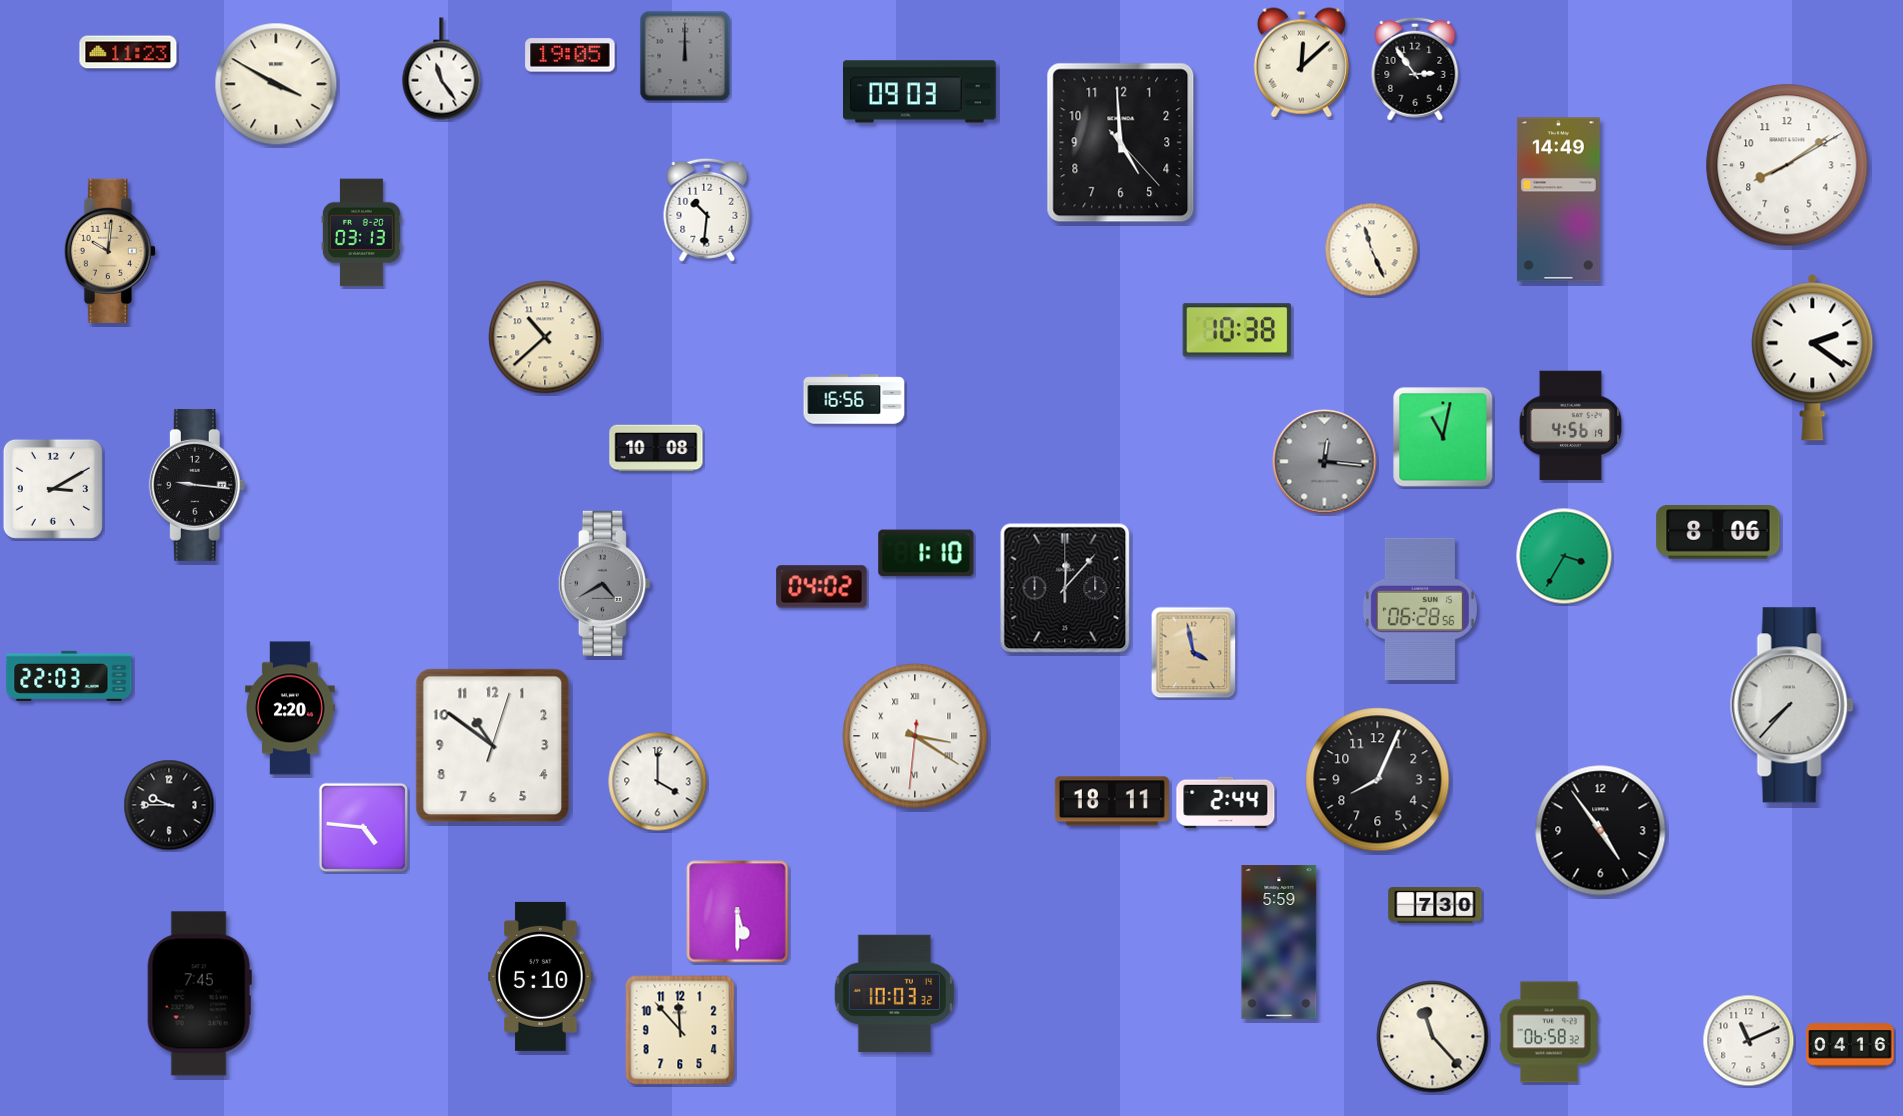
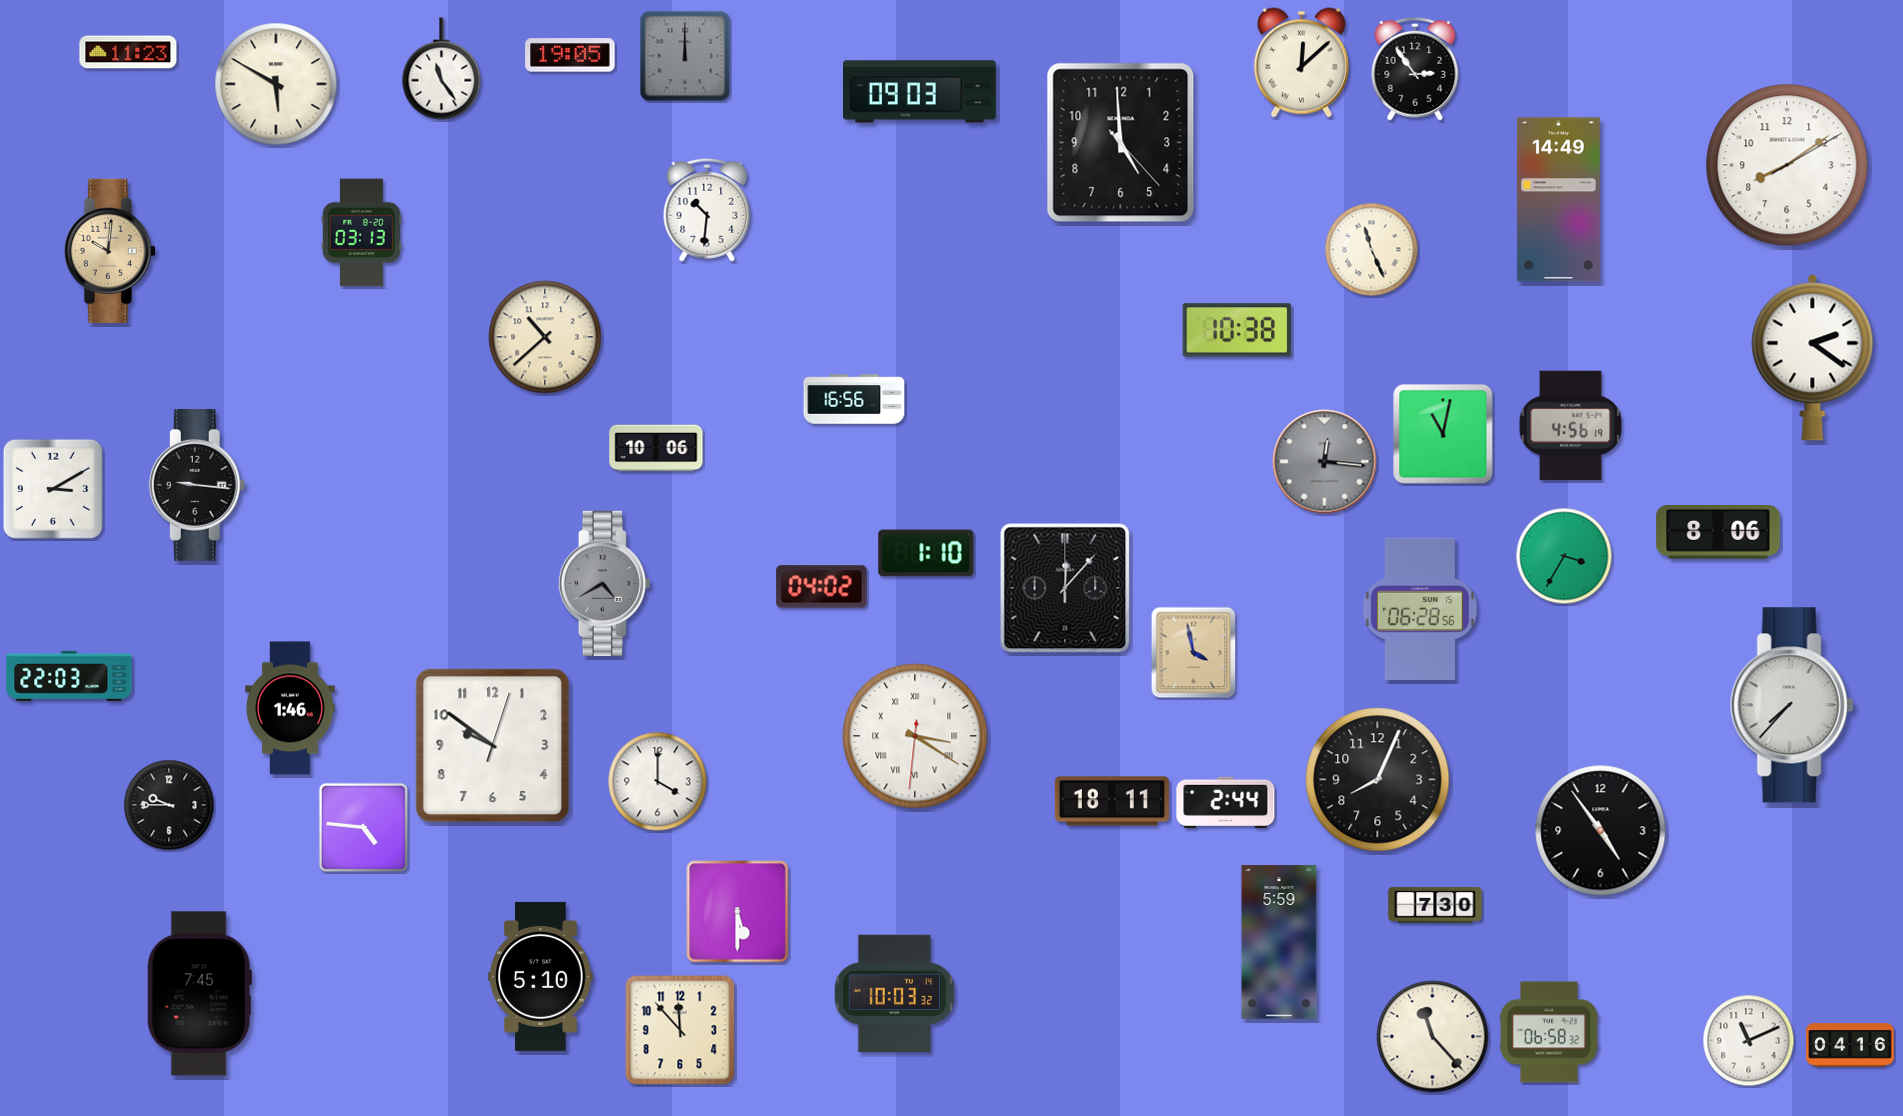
clock at (276, 84): 3:50 -> 5:50
clock at (1443, 437) position: (1443, 437) -> (1443, 434)
clock at (656, 448): 10:08 -> 10:06
clock at (290, 708): 2:20 -> 1:46
clock at (493, 746): 10:51 -> 9:51
